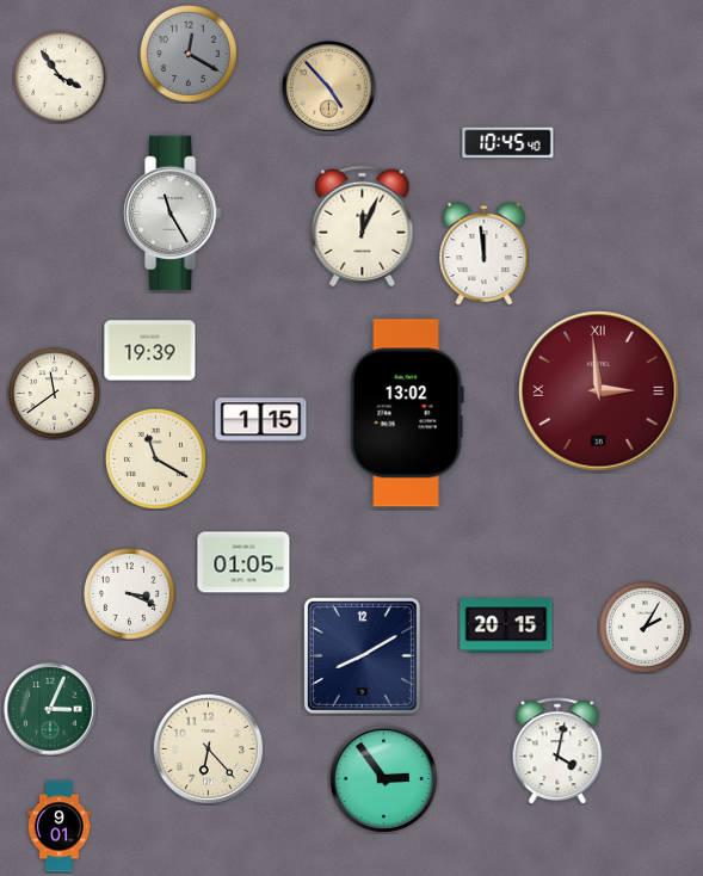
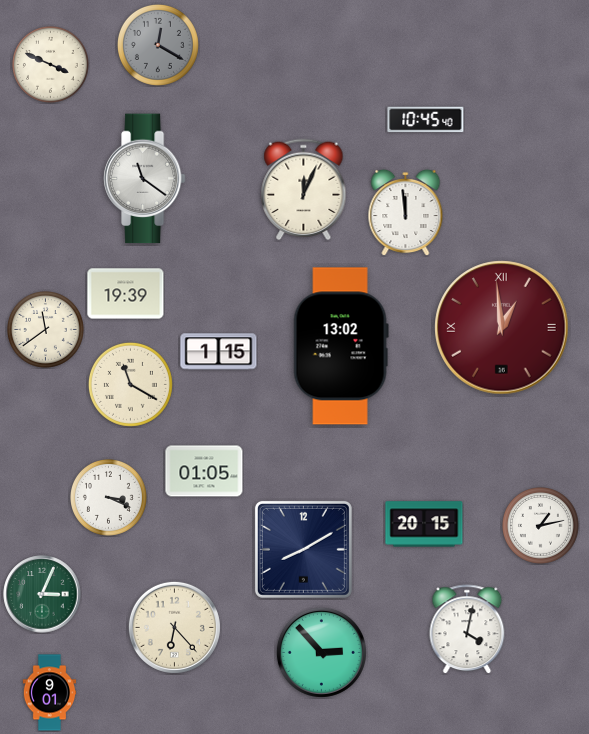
clock at (61, 78): 3:54 -> 3:49
clock at (329, 88): 4:53 -> none
clock at (172, 214): 11:25 -> 11:21
clock at (599, 391): 2:59 -> 12:59
clock at (646, 628): 2:05 -> 1:13
clock at (383, 778): 2:54 -> 2:53
